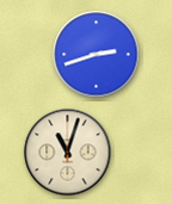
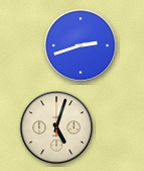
clock at (68, 153): 11:03 -> 5:03
